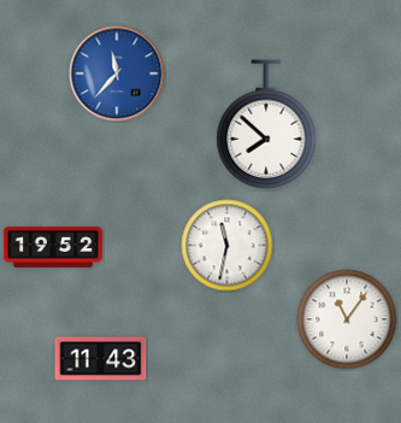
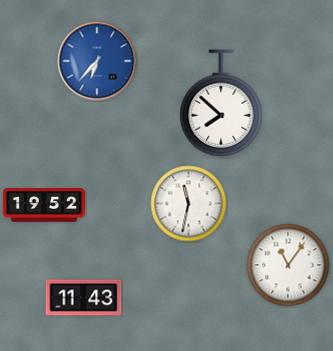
clock at (117, 74): 11:37 -> 6:37
